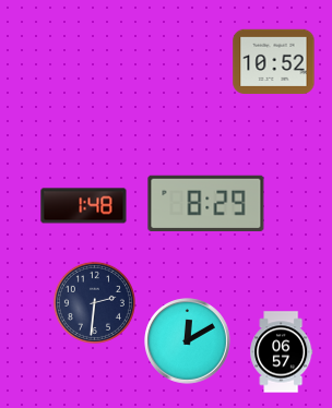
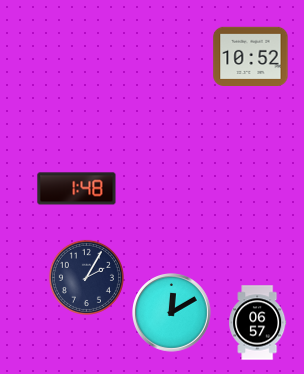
clock at (206, 203): 8:29 -> none
clock at (94, 302): 2:31 -> 2:05
